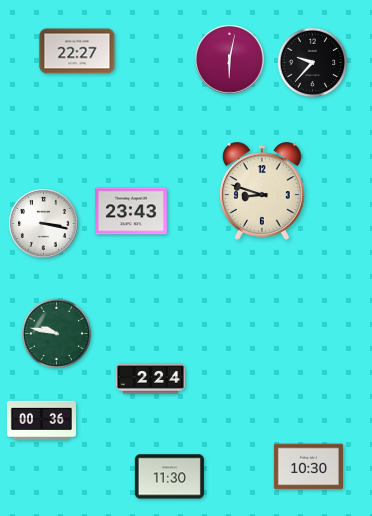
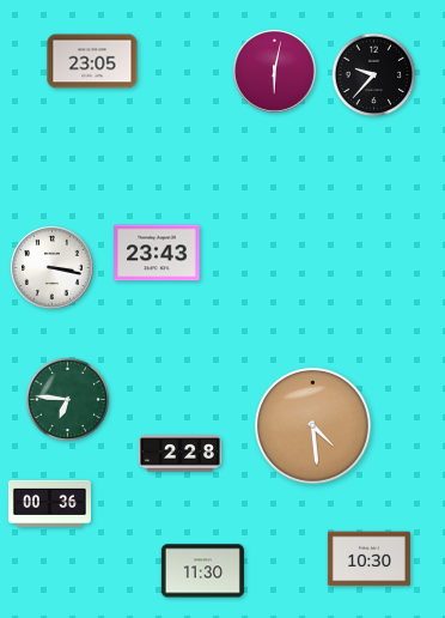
clock at (77, 51): 22:27 -> 23:05
clock at (262, 191): 8:48 -> none
clock at (57, 334): 9:47 -> 6:46
clock at (313, 426): none -> 4:29
clock at (150, 379): 2:24 -> 2:28
